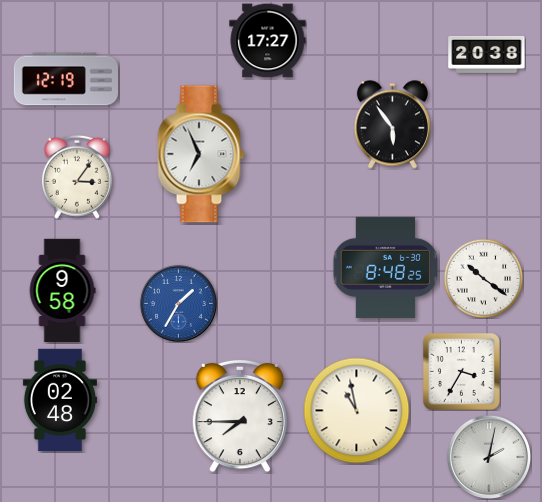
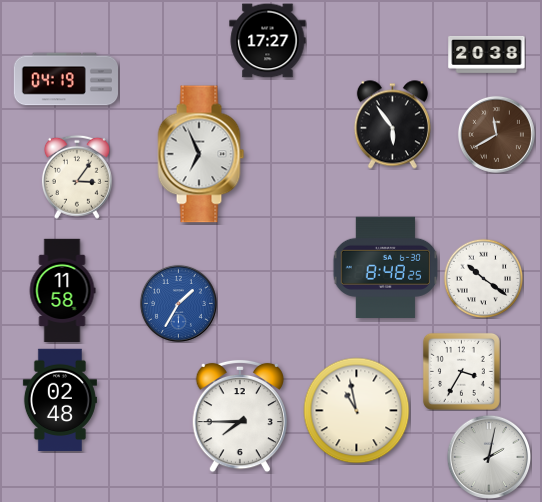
clock at (65, 79): 12:19 -> 04:19
clock at (496, 134): none -> 11:40
clock at (62, 291): 9:58 -> 11:58
